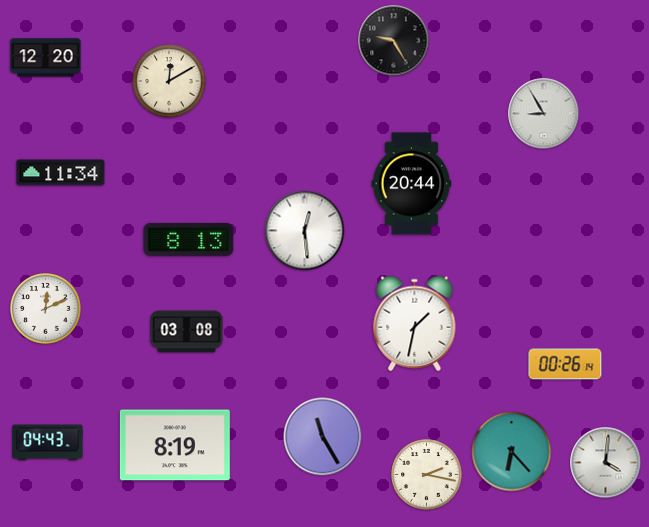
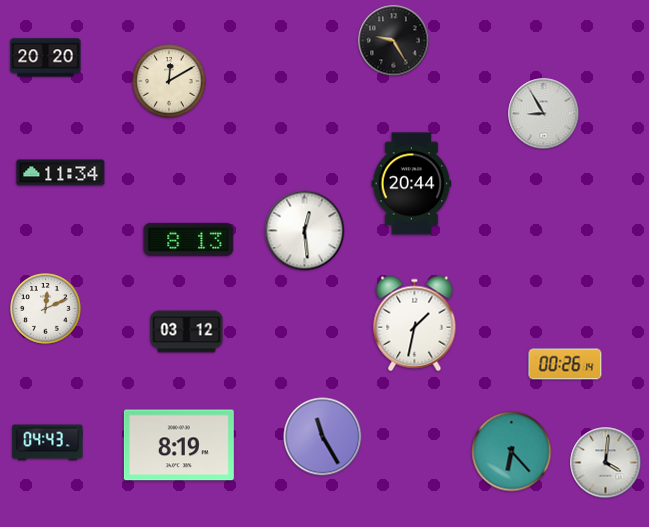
clock at (46, 58): 12:20 -> 20:20
clock at (187, 332): 03:08 -> 03:12
clock at (175, 445) position: (175, 445) -> (179, 445)
clock at (427, 475): 2:17 -> none
